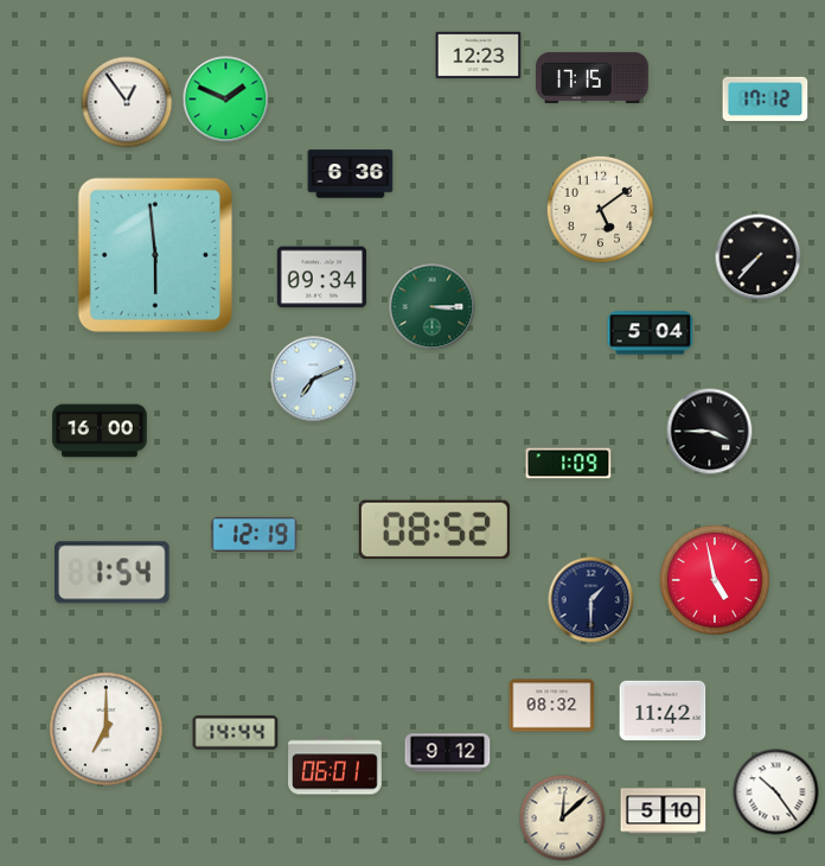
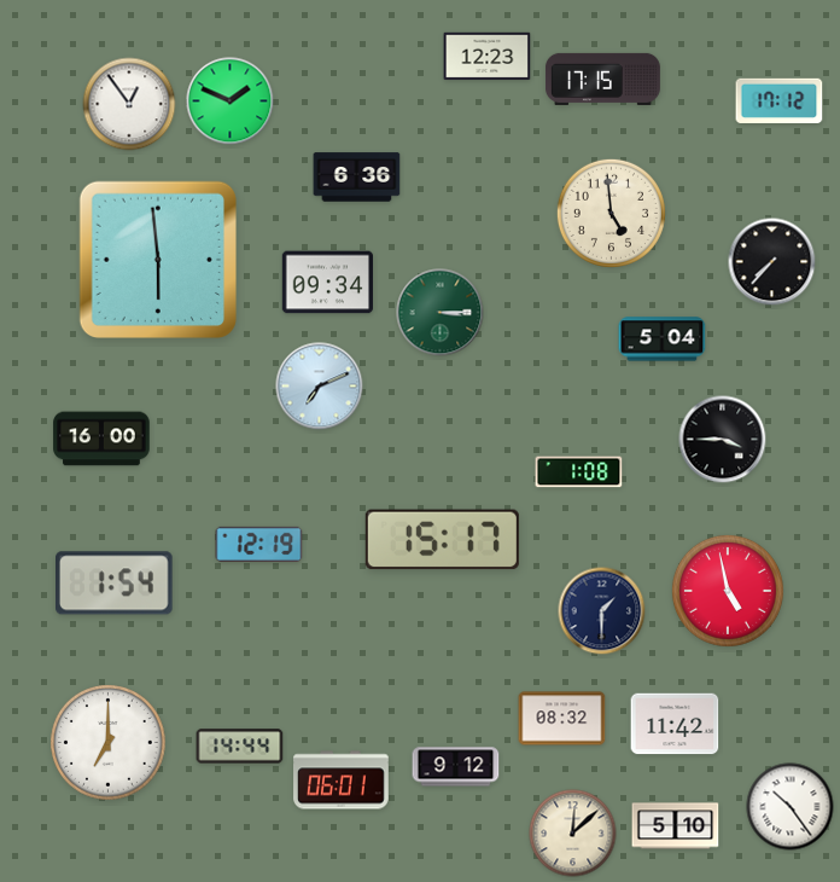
clock at (600, 209): 5:09 -> 4:59
clock at (569, 464): 1:09 -> 1:08
clock at (434, 530): 08:52 -> 15:17
